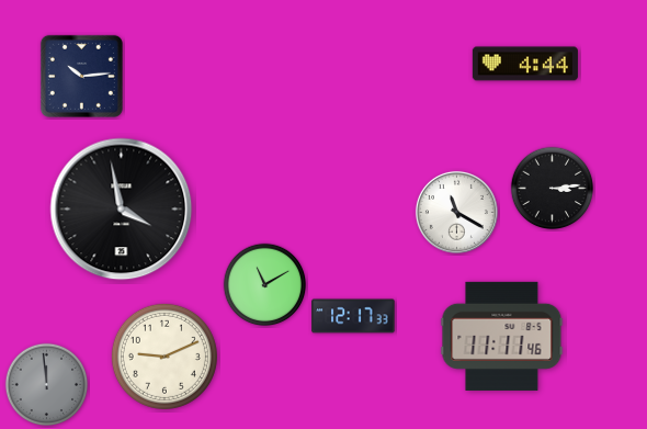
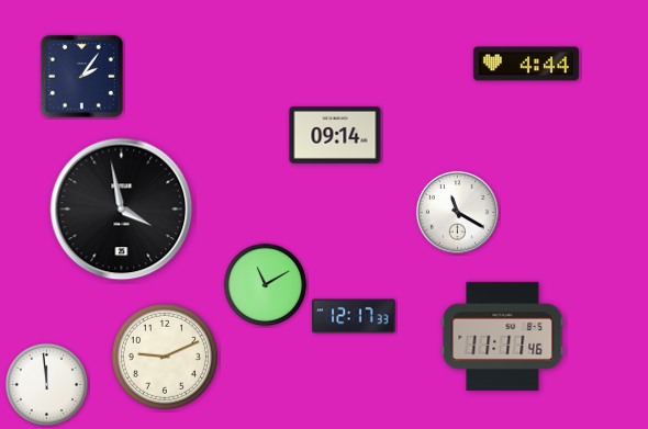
clock at (81, 76): 10:14 -> 2:06
clock at (335, 135): none -> 09:14
clock at (553, 189): 3:14 -> none
clock at (47, 385) dial: grey -> white
